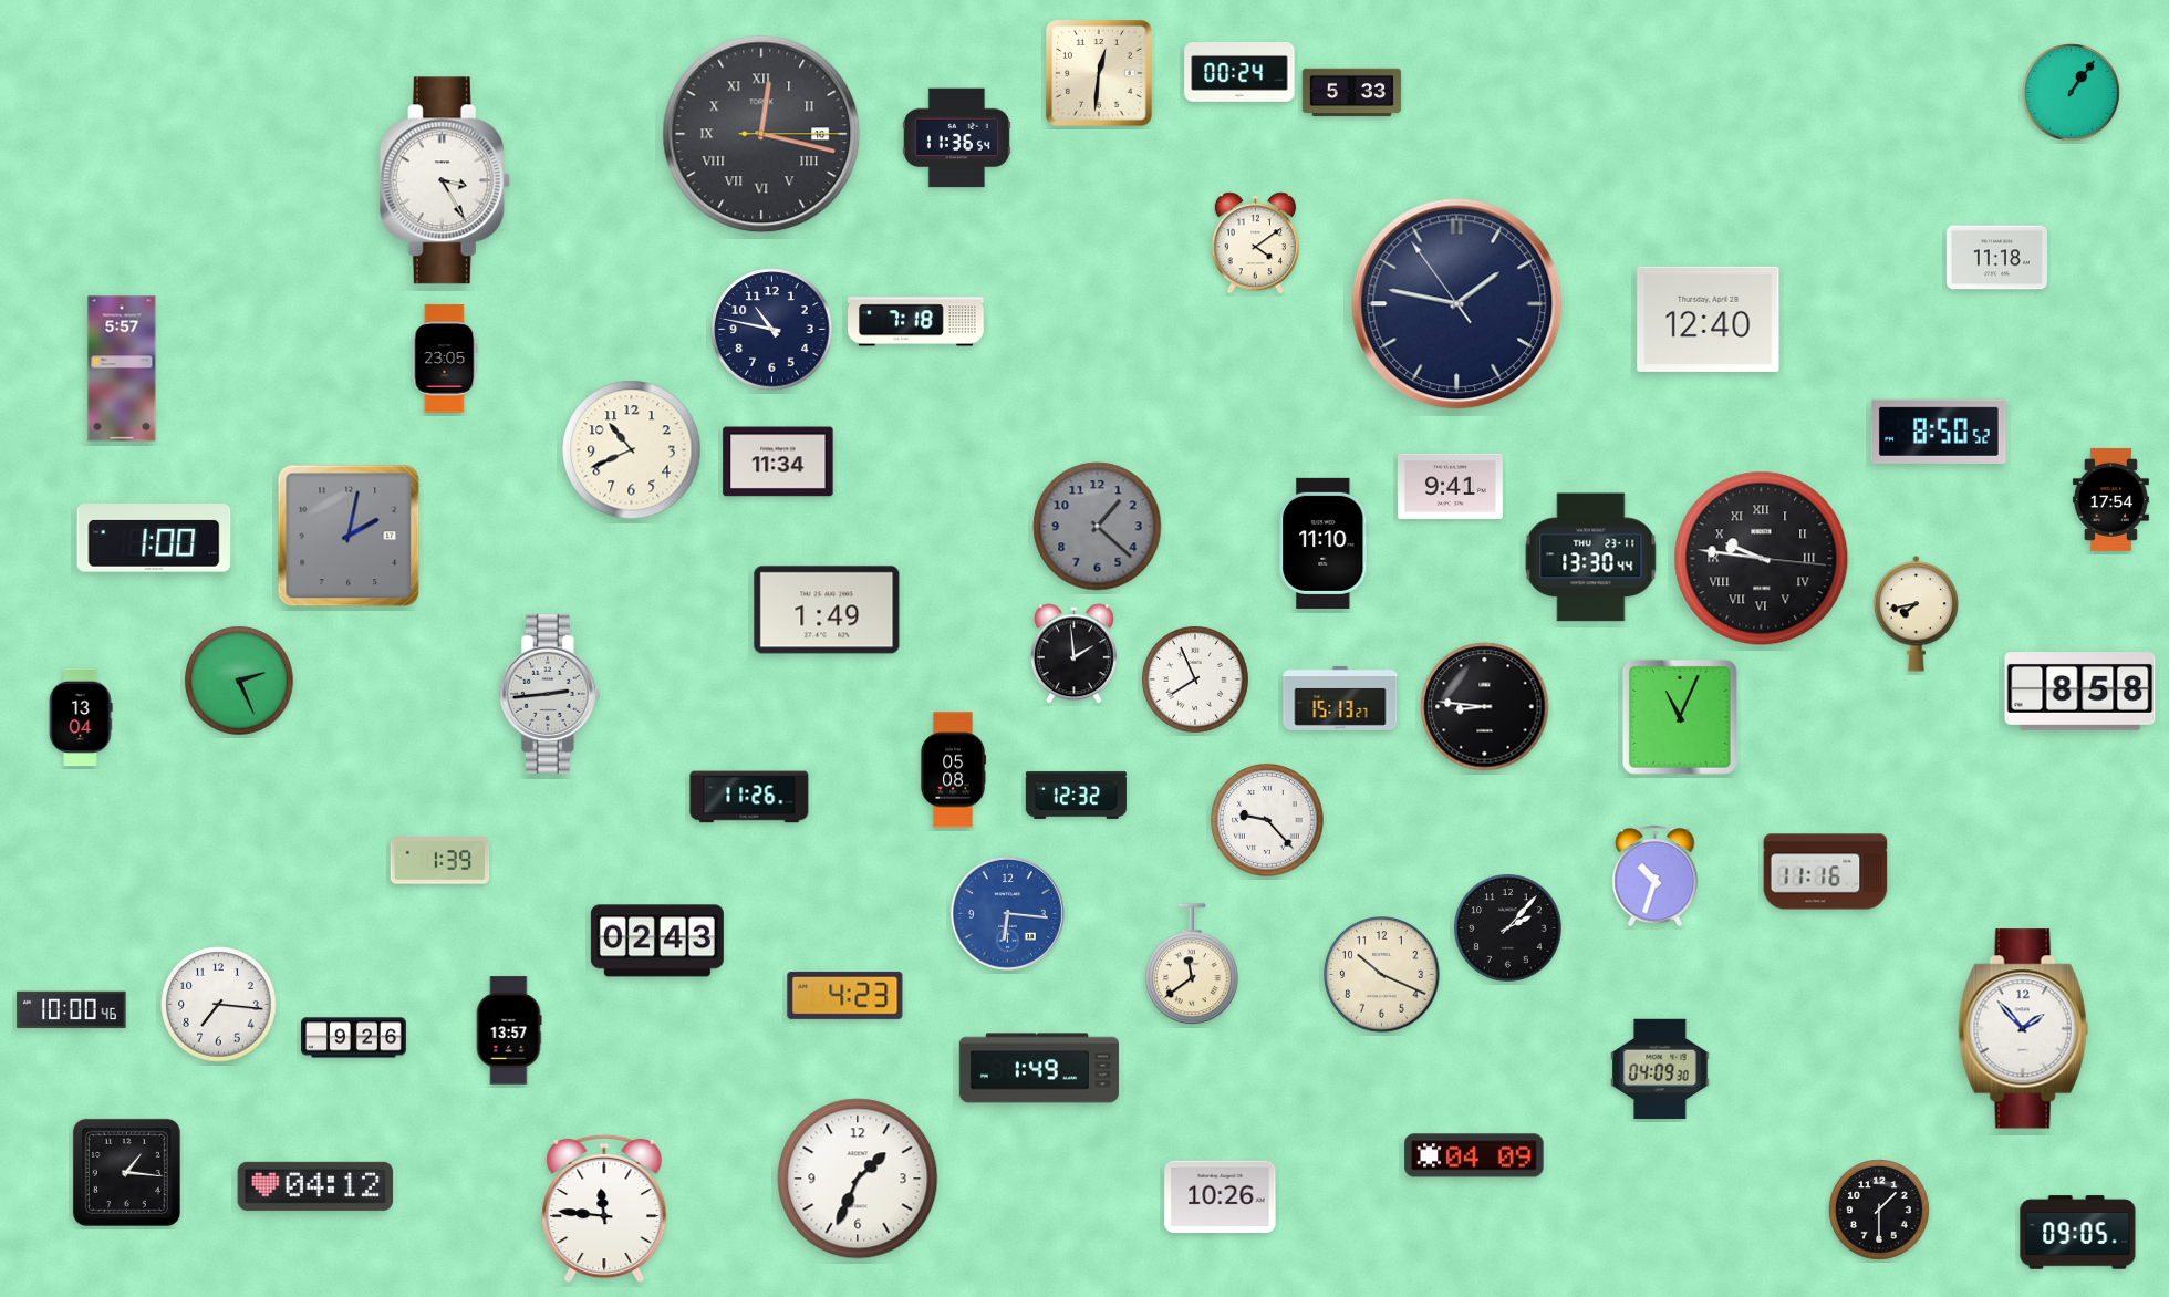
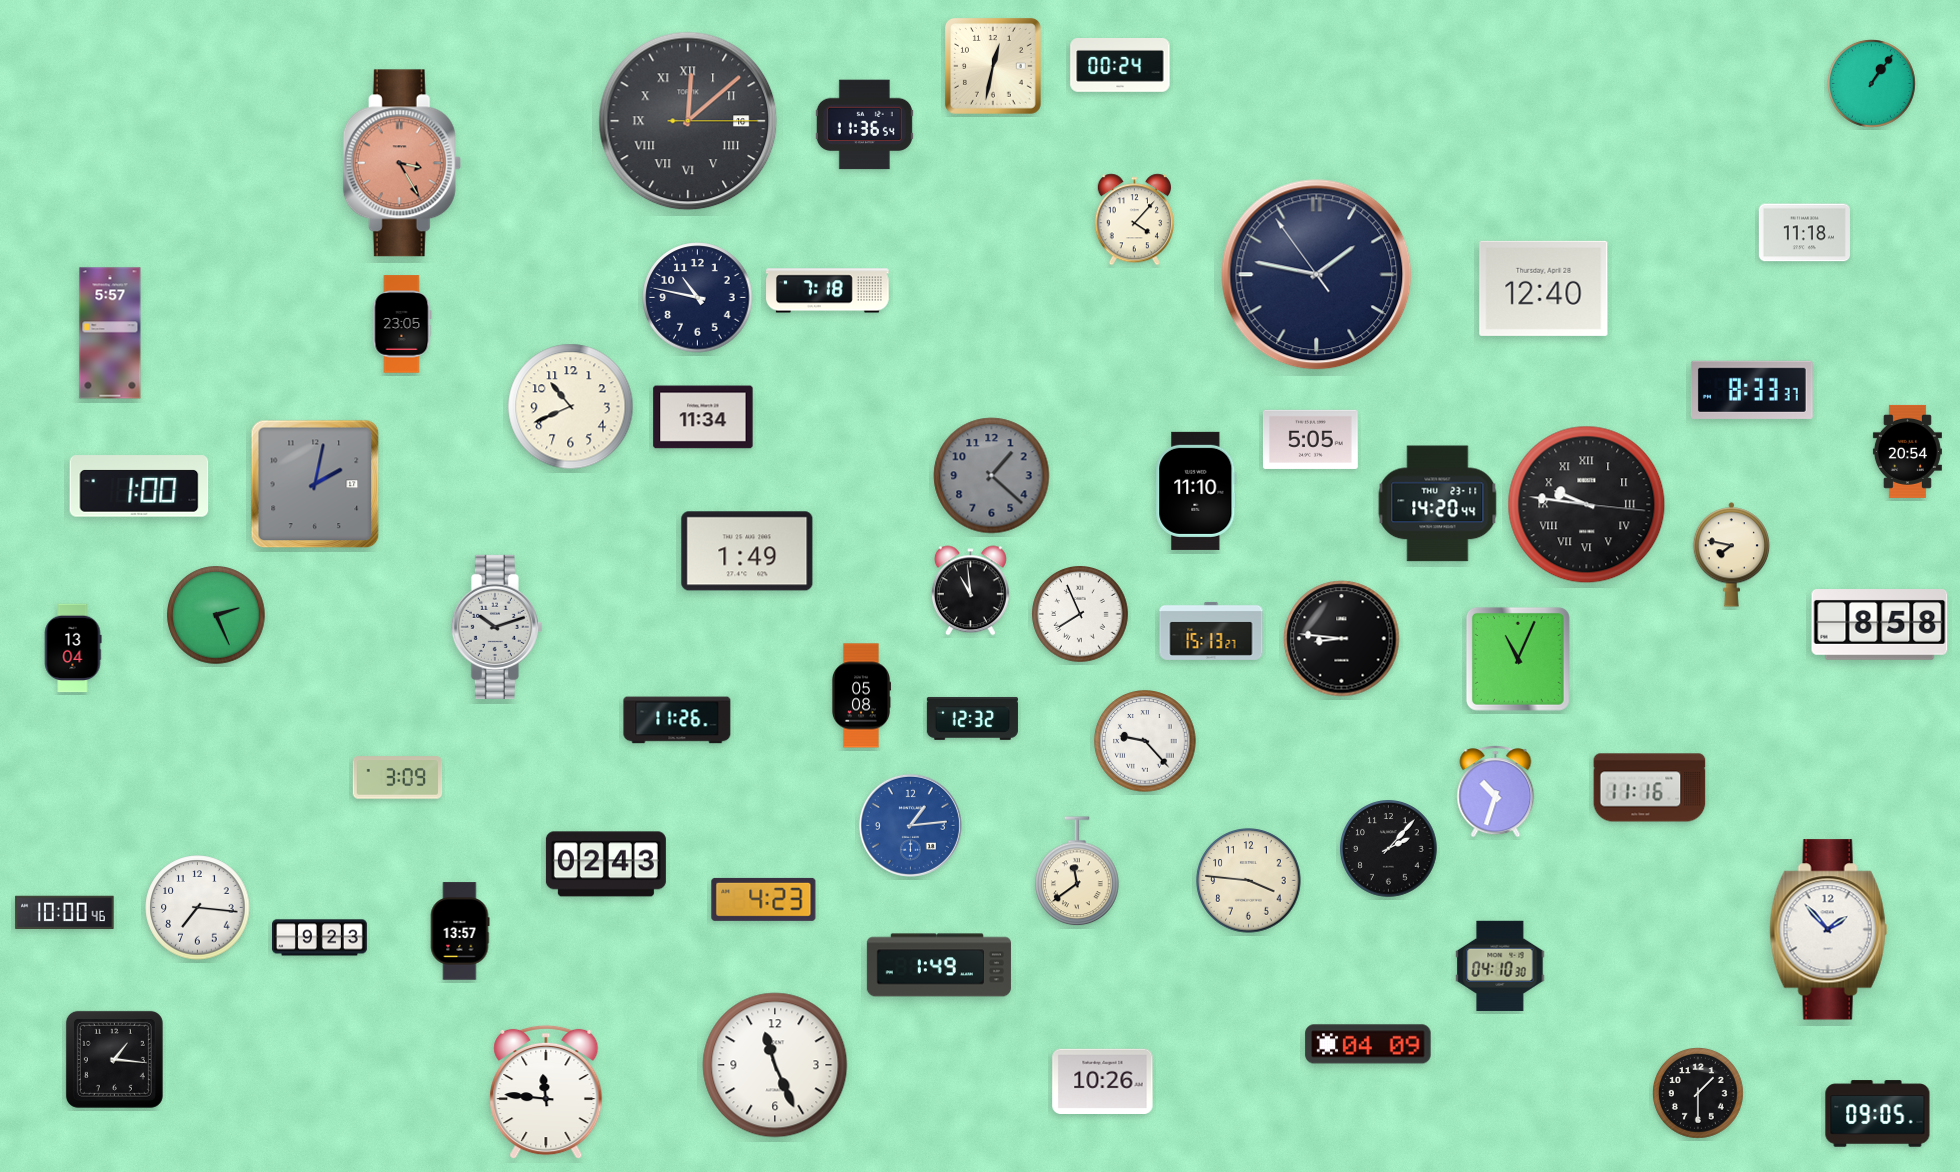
clock at (1099, 73): 12:31 -> 12:32
clock at (1352, 93): 5:33 -> none
clock at (761, 134): 12:17 -> 12:08
clock at (445, 180) dial: white -> salmon
clock at (1255, 243): 4:09 -> 4:07
clock at (1939, 432): 8:50 -> 8:33
clock at (1450, 486): 9:41 -> 5:05
clock at (2110, 499): 17:54 -> 20:54
clock at (1591, 558): 13:30 -> 14:20
clock at (1762, 559) position: (1762, 559) -> (1587, 505)
clock at (1917, 614): 7:43 -> 7:47
clock at (1073, 654): 1:59 -> 10:59
clock at (550, 694): 2:44 -> 10:12
clock at (1680, 717) position: (1680, 717) -> (1518, 659)
clock at (440, 861): 1:39 -> 3:09
clock at (1007, 913): 6:16 -> 1:14
clock at (1508, 928) position: (1508, 928) -> (1389, 849)
clock at (657, 941) position: (657, 941) -> (606, 864)
clock at (1382, 975): 10:19 -> 3:46
clock at (354, 1038): 9:26 -> 9:23
clock at (1660, 1069): 04:09 -> 04:10
clock at (1474, 1155) position: (1474, 1155) -> (1368, 1044)
clock at (858, 1179): 1:34 -> 11:26
clock at (315, 1186): 04:12 -> none
